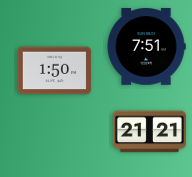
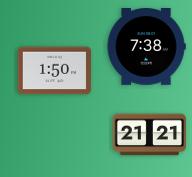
clock at (146, 47): 7:51 -> 7:38
clock at (150, 132) position: (150, 132) -> (150, 135)
